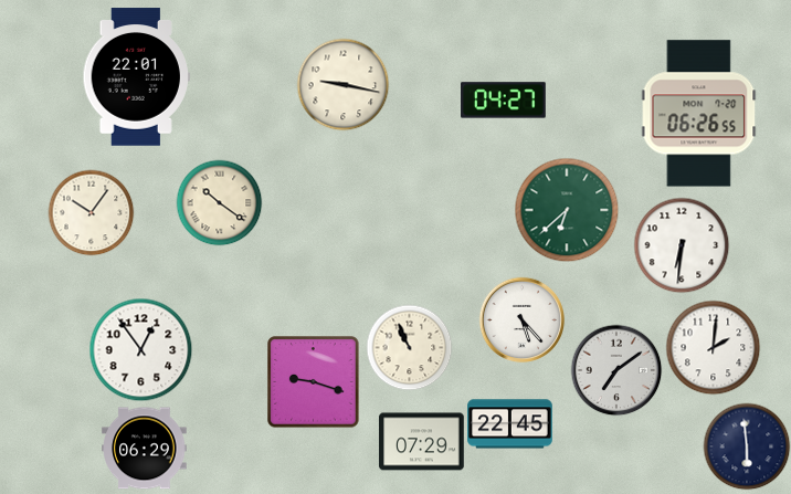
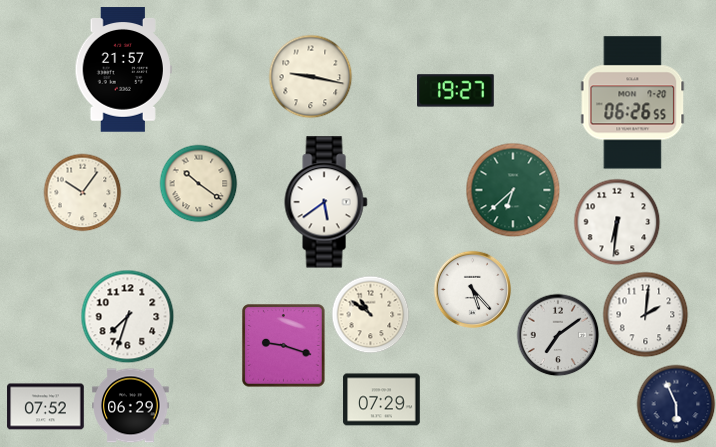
clock at (136, 77): 22:01 -> 21:57
clock at (504, 101): 04:27 -> 19:27
clock at (326, 202): none -> 5:39
clock at (409, 347): 10:56 -> 10:51
clock at (140, 349): 12:54 -> 7:33
clock at (510, 424): 22:45 -> none
clock at (747, 446): 5:59 -> 5:56
clock at (46, 407): none -> 07:52
